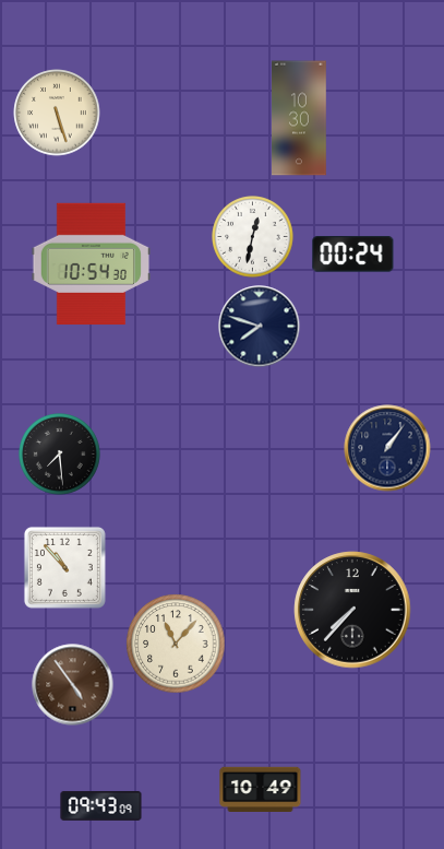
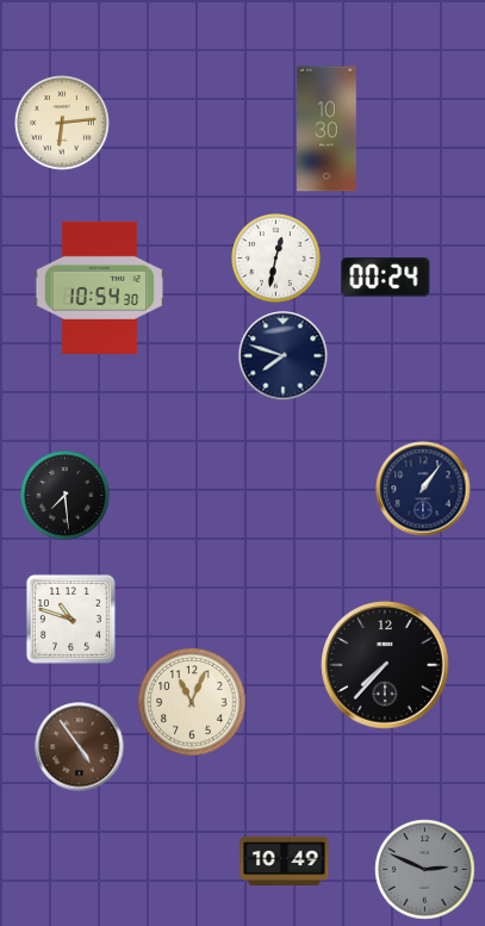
clock at (57, 113): 5:27 -> 6:14
clock at (64, 567): 10:53 -> 10:48
clock at (176, 644): 11:07 -> 11:04
clock at (425, 870): none -> 2:49
clock at (101, 806): 09:43 -> none
